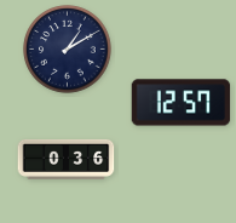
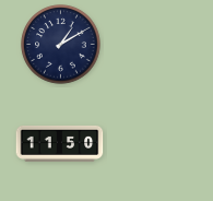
clock at (182, 103): 12:57 -> none
clock at (67, 159): 0:36 -> 11:50
